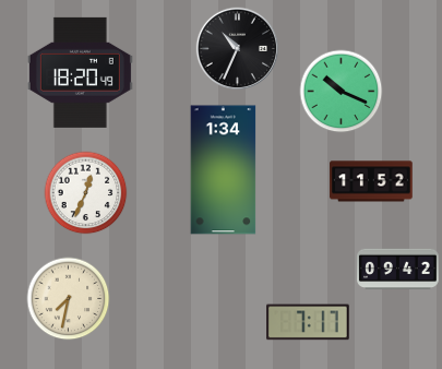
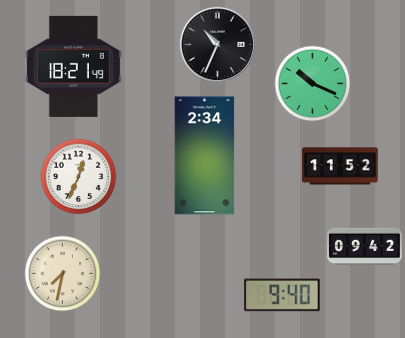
clock at (80, 72): 18:20 -> 18:21
clock at (224, 170): 1:34 -> 2:34
clock at (308, 322): 7:17 -> 9:40
